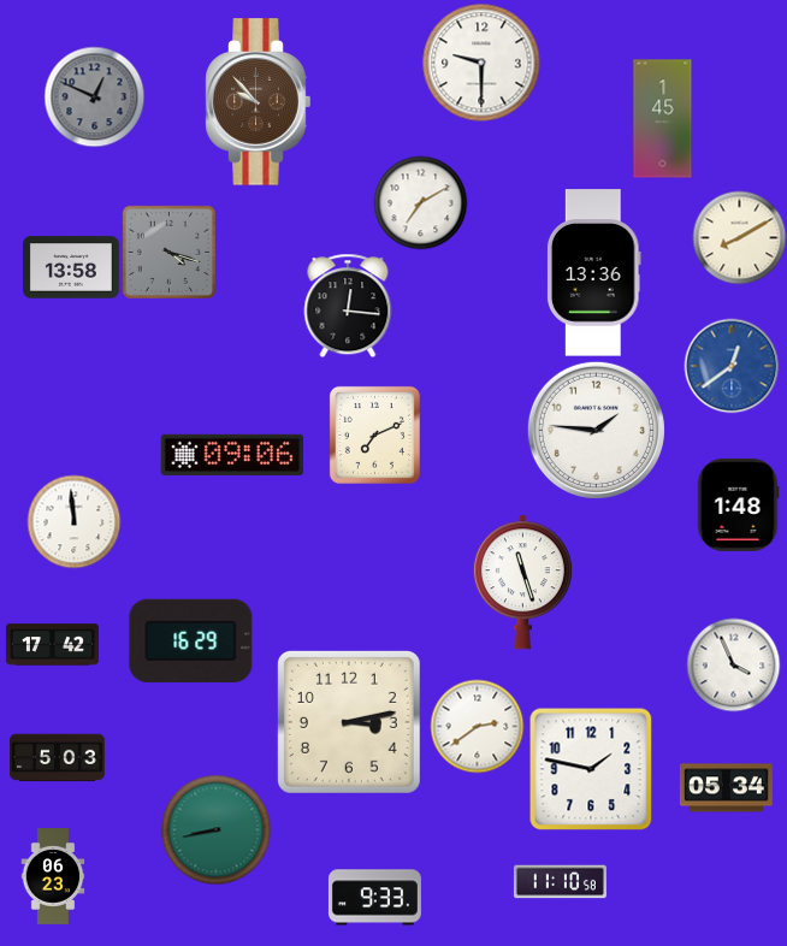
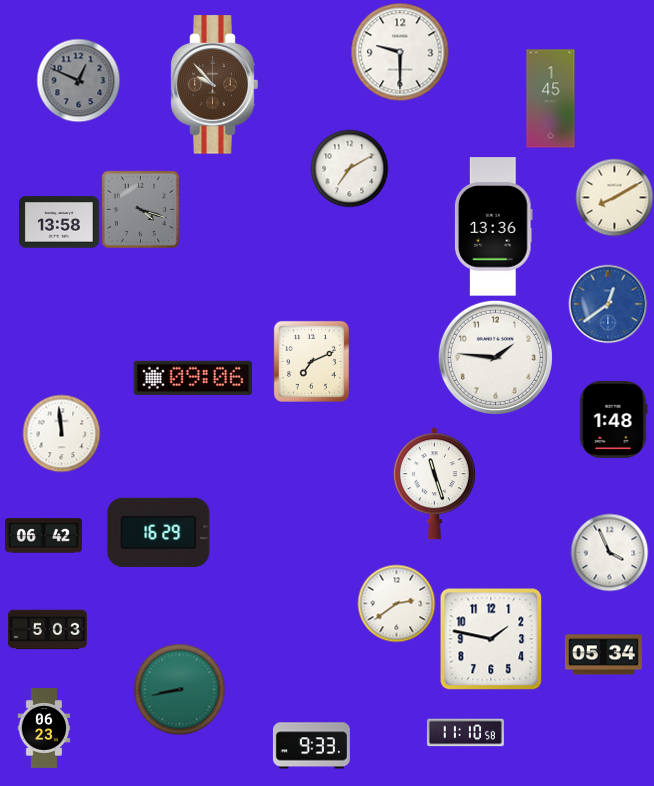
clock at (348, 306): 12:16 -> none
clock at (52, 645): 17:42 -> 06:42
clock at (349, 722): 3:13 -> none
